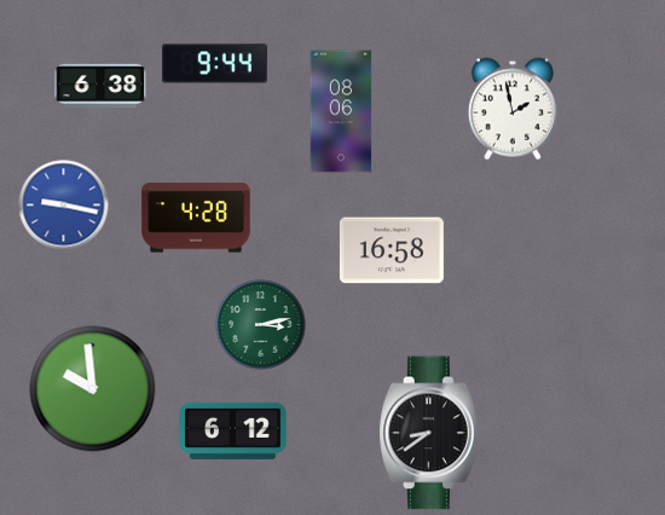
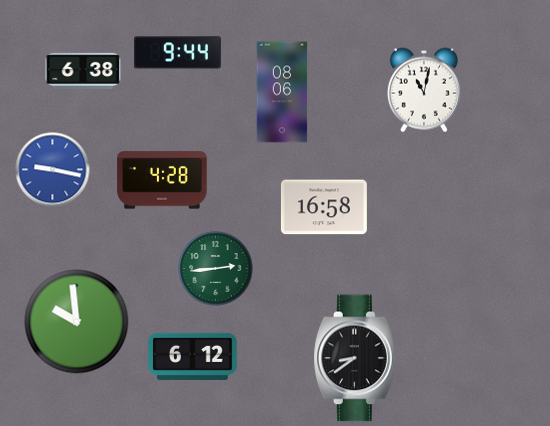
clock at (513, 109): 1:58 -> 11:02
clock at (261, 325): 3:13 -> 2:44
